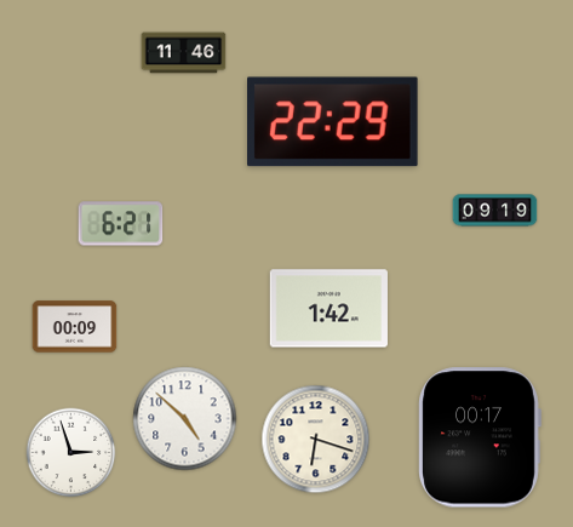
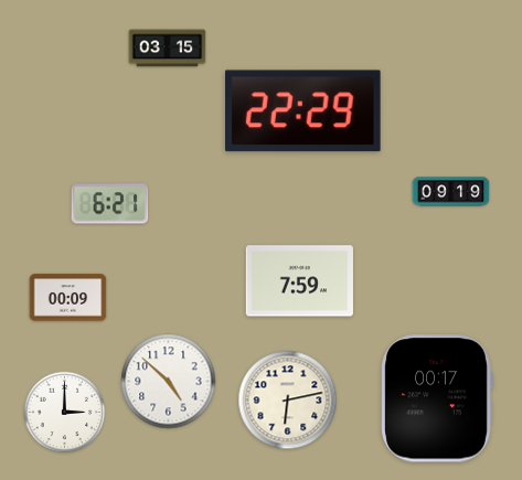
clock at (184, 53): 11:46 -> 03:15
clock at (328, 309): 1:42 -> 7:59
clock at (316, 440): 6:18 -> 6:13
clock at (71, 453): 2:57 -> 3:00
